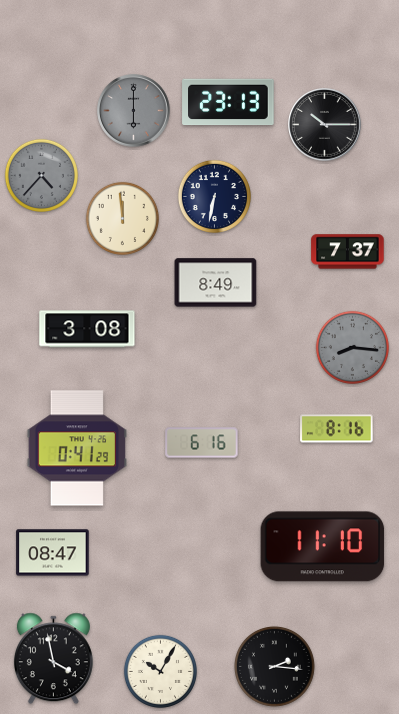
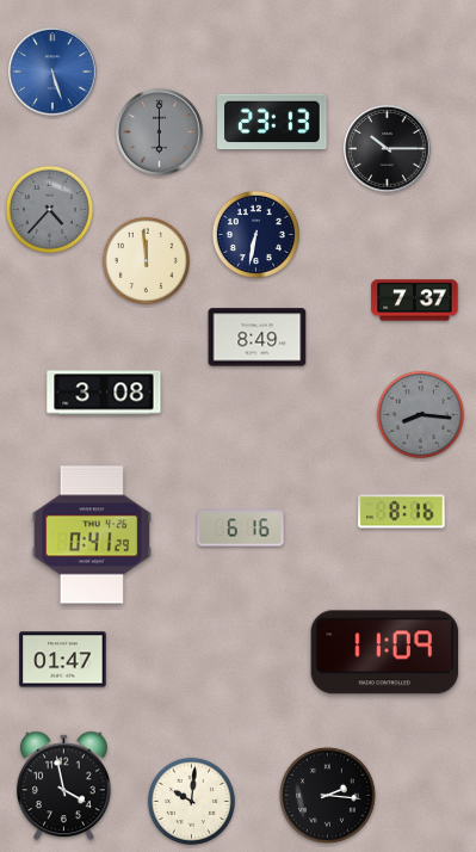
clock at (52, 72): none -> 5:27
clock at (323, 547): 11:10 -> 11:09
clock at (53, 553): 08:47 -> 01:47
clock at (160, 671): 10:05 -> 10:01
